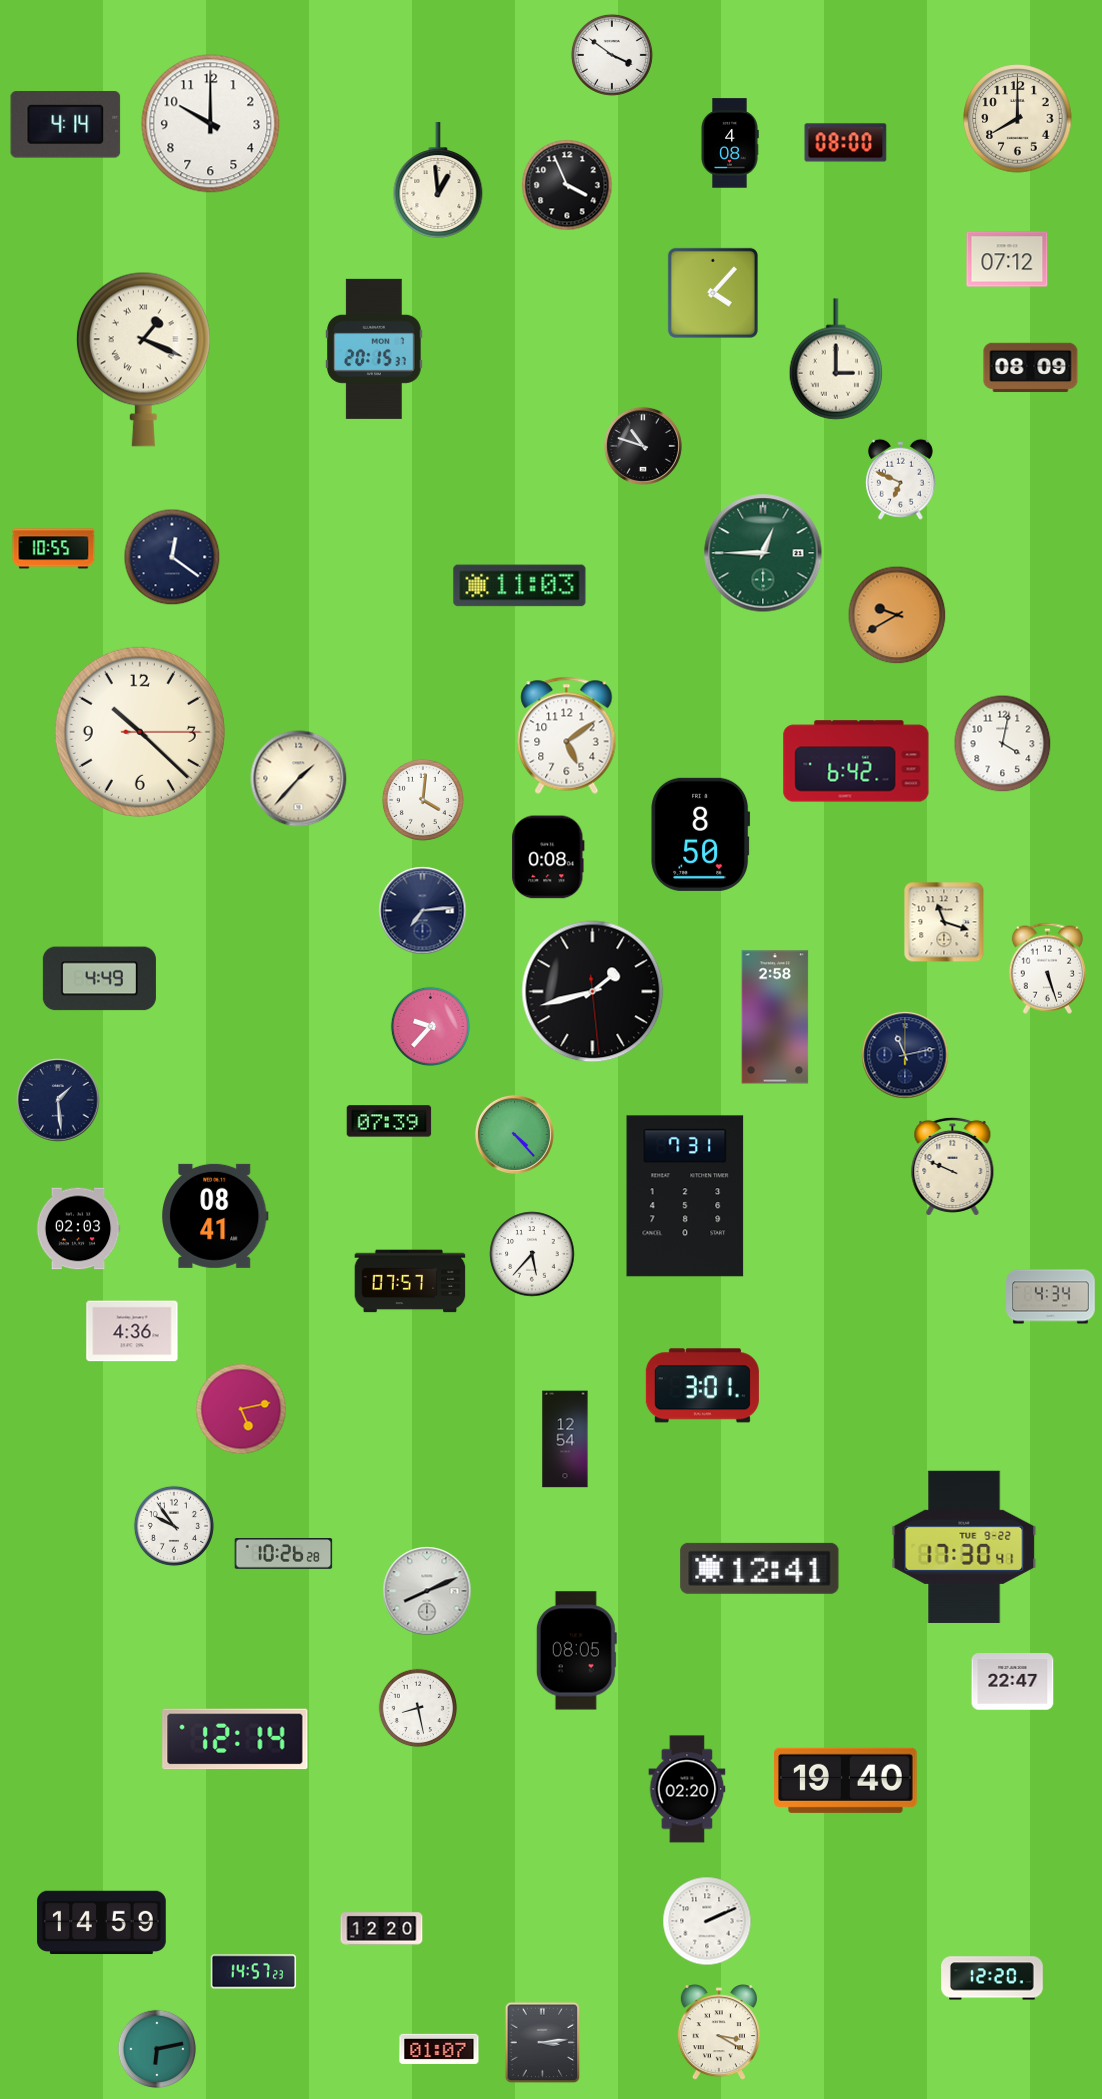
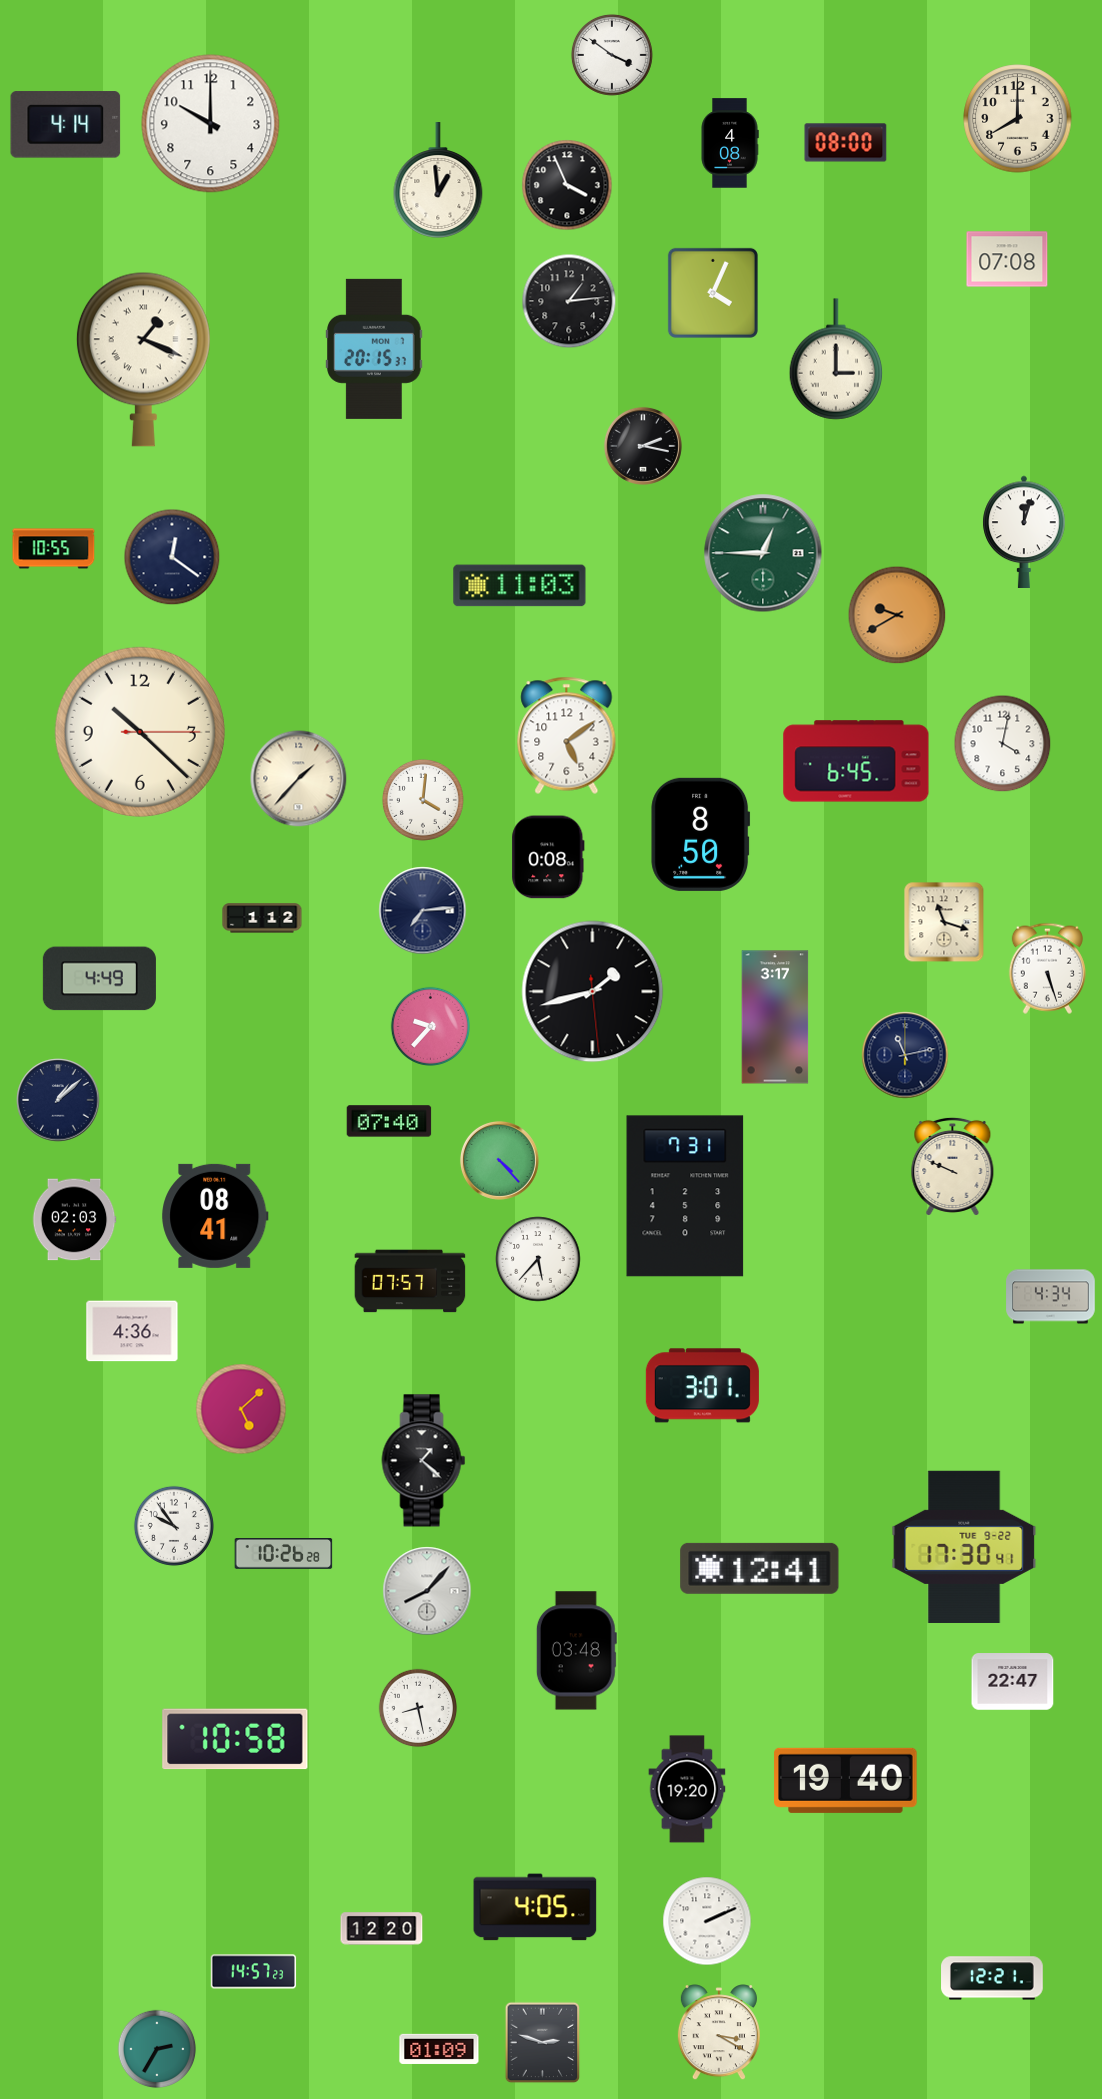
clock at (1007, 259): 07:12 -> 07:08
clock at (713, 293): 4:07 -> 4:04
clock at (569, 301): none -> 1:14
clock at (1031, 368): 08:09 -> none
clock at (643, 446): 10:48 -> 2:17
clock at (900, 479): 6:49 -> none
clock at (1024, 531): none -> 12:03
clock at (856, 761): 6:42 -> 6:45
clock at (262, 918): none -> 1:12
clock at (775, 1017): 2:58 -> 3:17
clock at (58, 1100): 1:29 -> 1:08
clock at (389, 1121): 07:39 -> 07:40
clock at (514, 1134) position: (514, 1134) -> (499, 1160)
clock at (78, 1229) position: (78, 1229) -> (74, 1220)
clock at (532, 1254) position: (532, 1254) -> (538, 1259)
clock at (241, 1409): 5:13 -> 5:08
clock at (565, 1439): 12:54 -> none
clock at (424, 1461): none -> 1:22
clock at (427, 1591): 8:11 -> 8:07
clock at (576, 1651): 08:05 -> 03:48
clock at (235, 1739): 12:14 -> 10:58
clock at (687, 1789): 02:20 -> 19:20
clock at (535, 1907): none -> 4:05
clock at (102, 1923): 14:59 -> none
clock at (992, 1978): 12:20 -> 12:21
clock at (543, 2043): 3:14 -> 2:48
clock at (157, 2049): 6:13 -> 2:35
clock at (439, 2049): 01:07 -> 01:09
